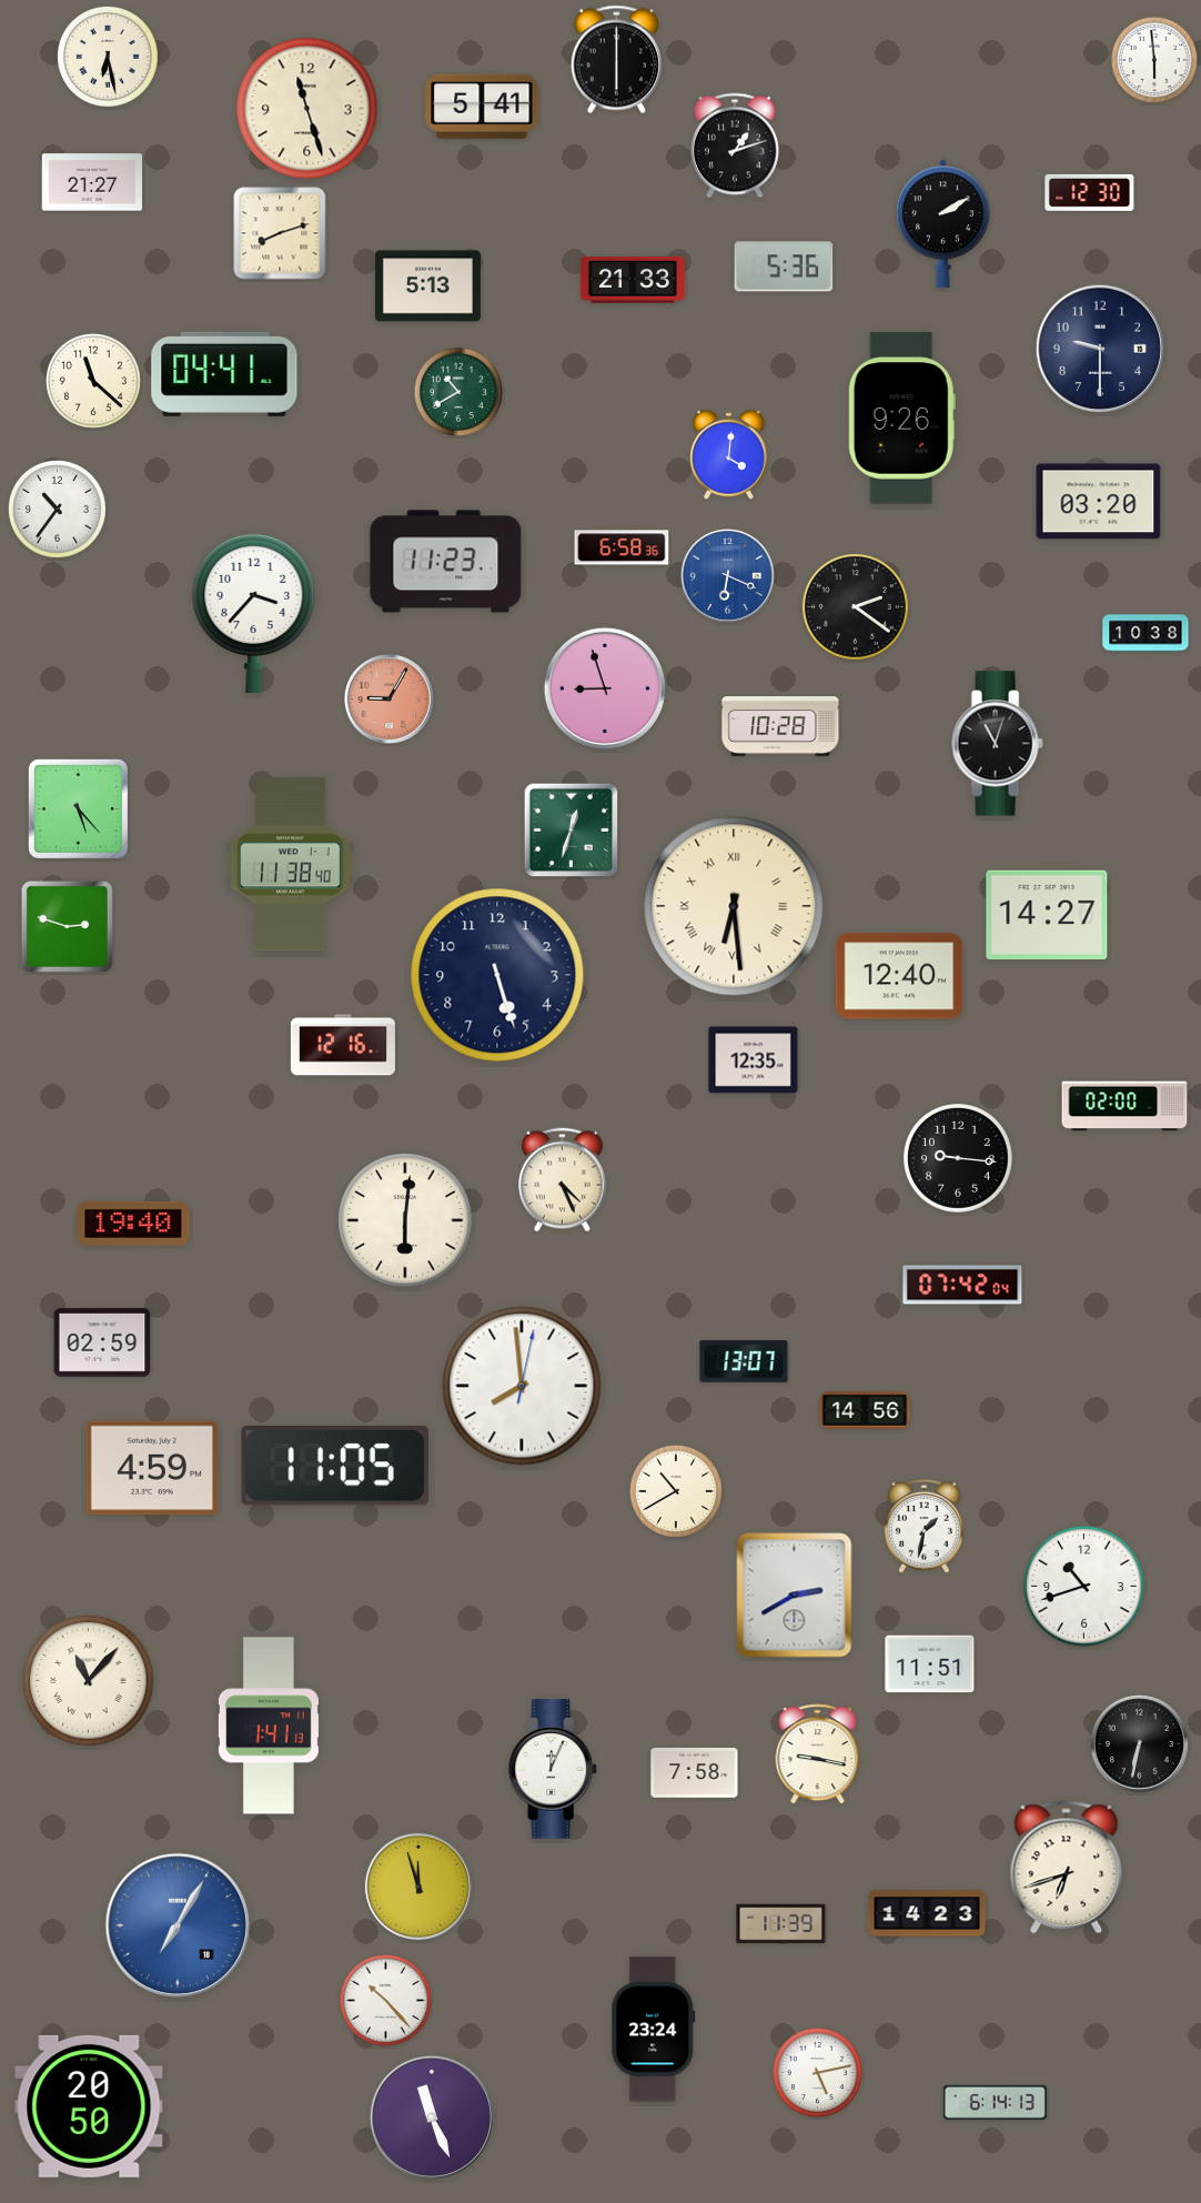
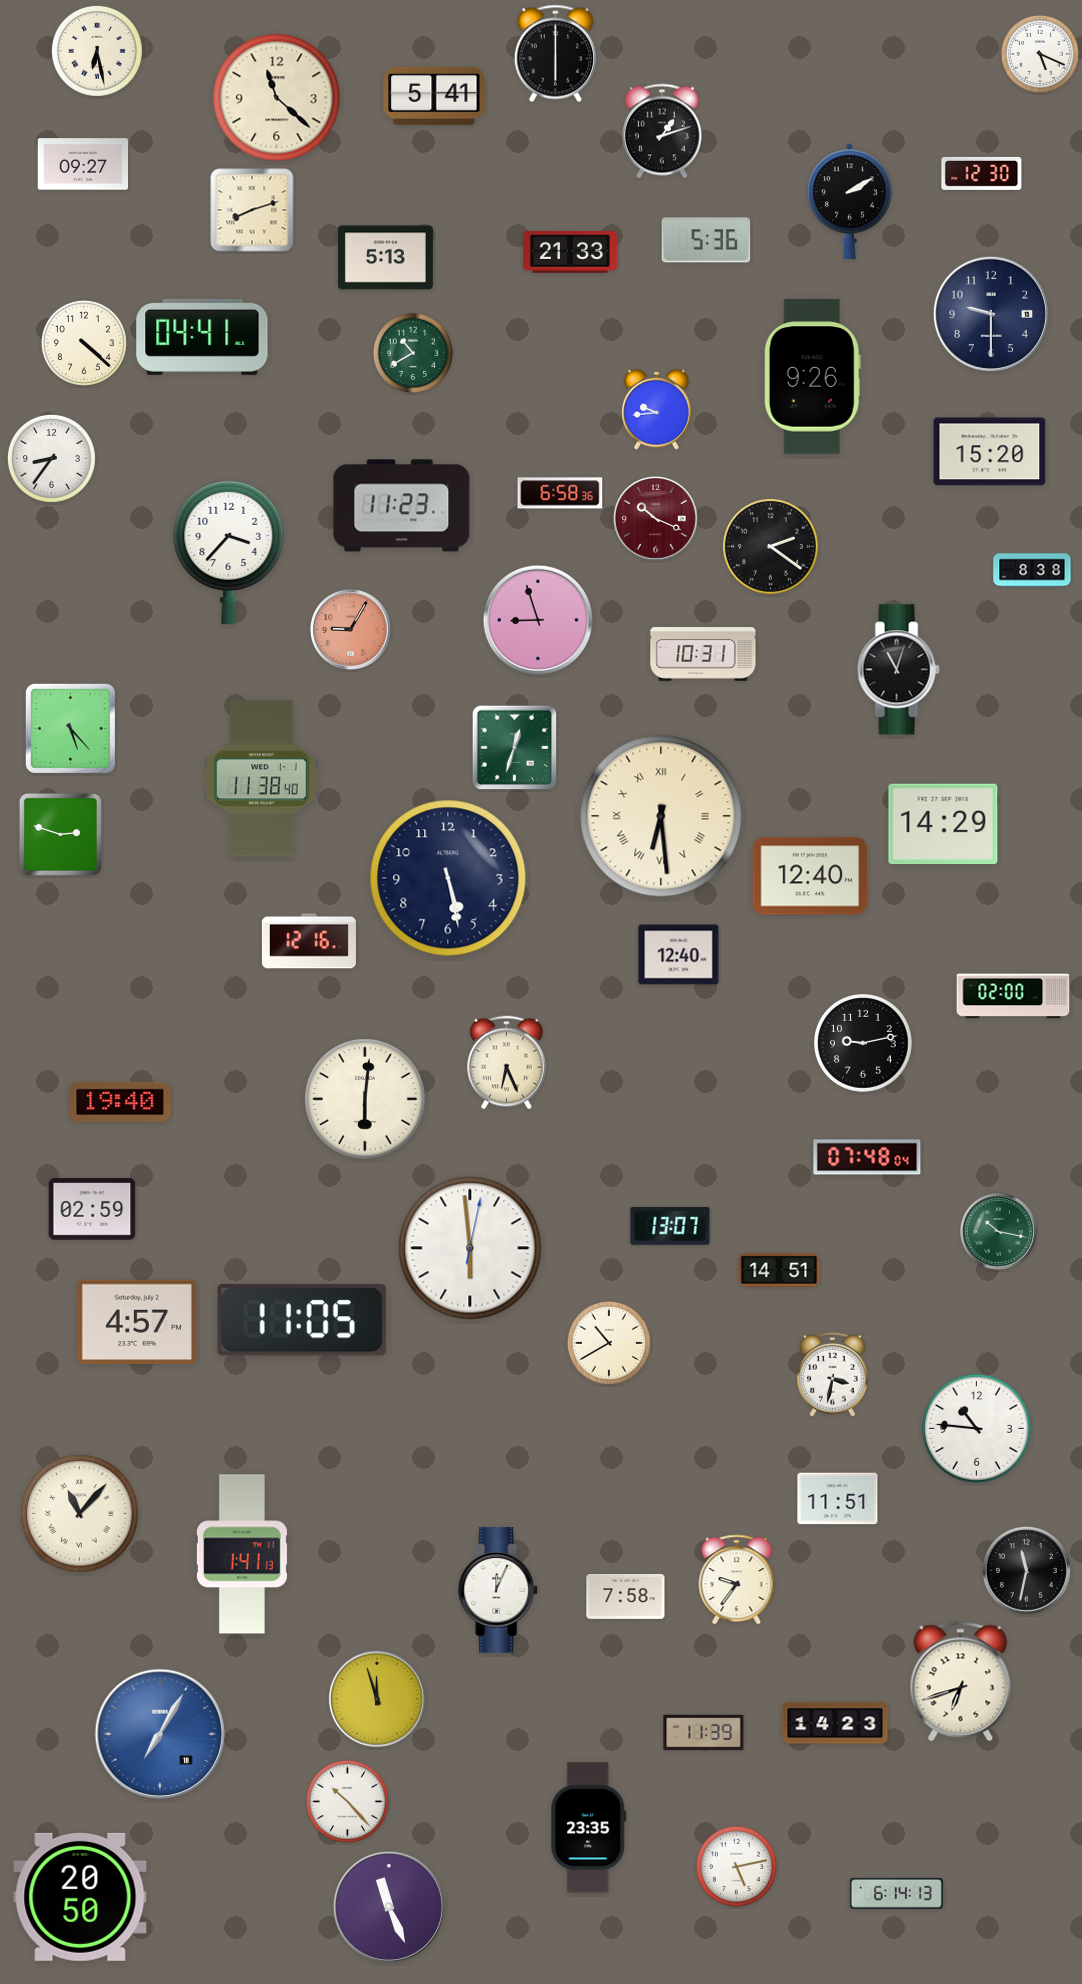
clock at (1154, 60): 5:59 -> 5:19
clock at (307, 109): 11:27 -> 11:22
clock at (92, 182): 21:27 -> 09:27
clock at (93, 381): 11:22 -> 4:22
clock at (728, 454): 4:01 -> 9:44
clock at (1099, 502): 03:20 -> 15:20
clock at (57, 509): 10:36 -> 8:36
clock at (727, 575): 6:19 -> 10:19
clock at (727, 575) dial: blue -> burgundy
clock at (1146, 633): 10:38 -> 8:38
clock at (605, 688) position: (605, 688) -> (538, 620)
clock at (780, 727): 10:28 -> 10:31
clock at (1047, 915): 14:27 -> 14:29
clock at (497, 975): 5:27 -> 5:28
clock at (899, 976) position: (899, 976) -> (810, 876)
clock at (754, 1060): 12:35 -> 12:40
clock at (959, 1159): 9:16 -> 9:13
clock at (563, 1180): 4:26 -> 6:26
clock at (962, 1285): 07:42 -> 07:48
clock at (999, 1232): none -> 10:17
clock at (522, 1386): 7:59 -> 5:59
clock at (865, 1410): 14:56 -> 14:51
clock at (152, 1468): 4:59 -> 4:57
clock at (925, 1526): 1:32 -> 3:32
clock at (1084, 1587): 10:42 -> 10:46
clock at (795, 1596): 2:40 -> none
clock at (1139, 1743): 6:32 -> 11:32
clock at (818, 1754): 9:17 -> 9:36
clock at (554, 1769) position: (554, 1769) -> (499, 1590)
clock at (654, 2030): 23:24 -> 23:35
